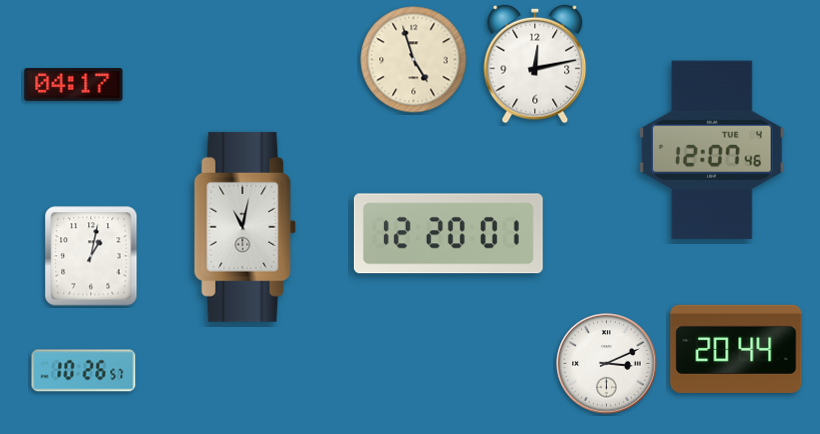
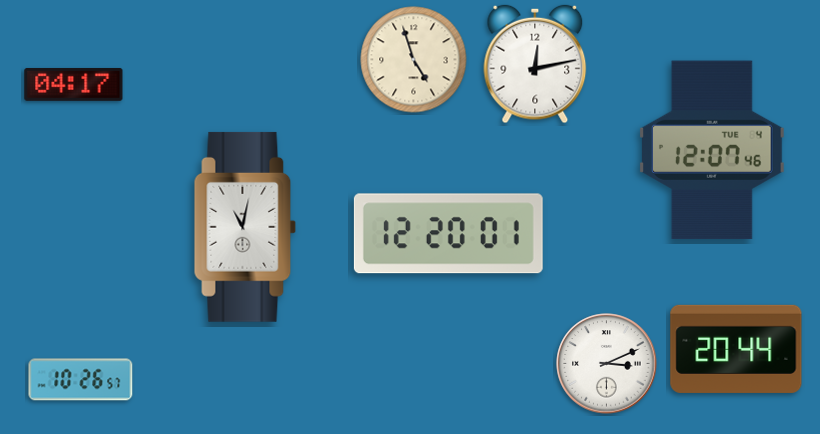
clock at (91, 256): 1:02 -> none
clock at (84, 371) position: (84, 371) -> (81, 380)
